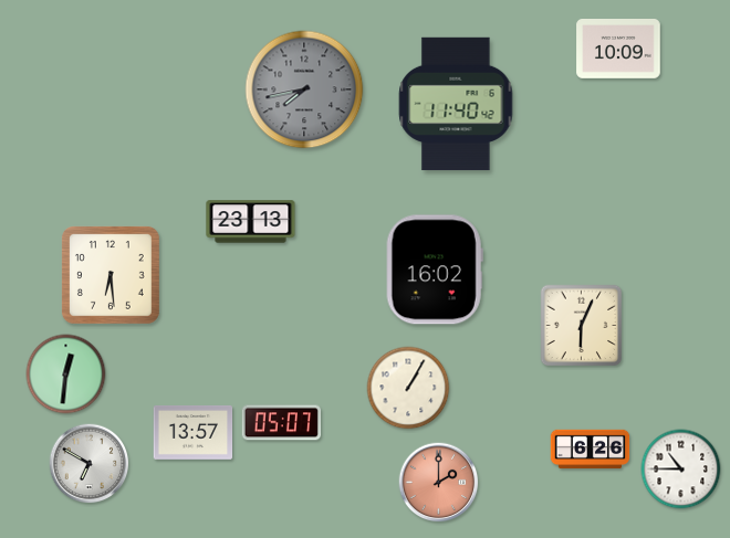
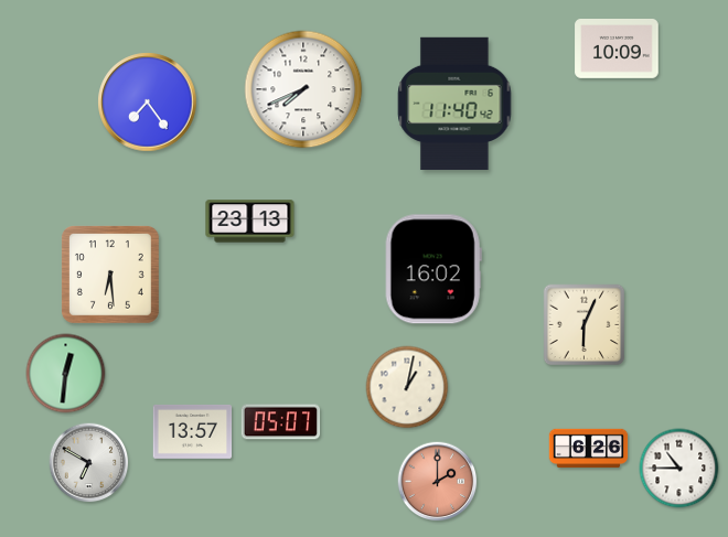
clock at (304, 89): 7:43 -> 7:41
clock at (304, 89) dial: grey -> white
clock at (148, 103): none -> 7:24
clock at (582, 326) position: (582, 326) -> (585, 325)
clock at (408, 388): 1:05 -> 1:02
